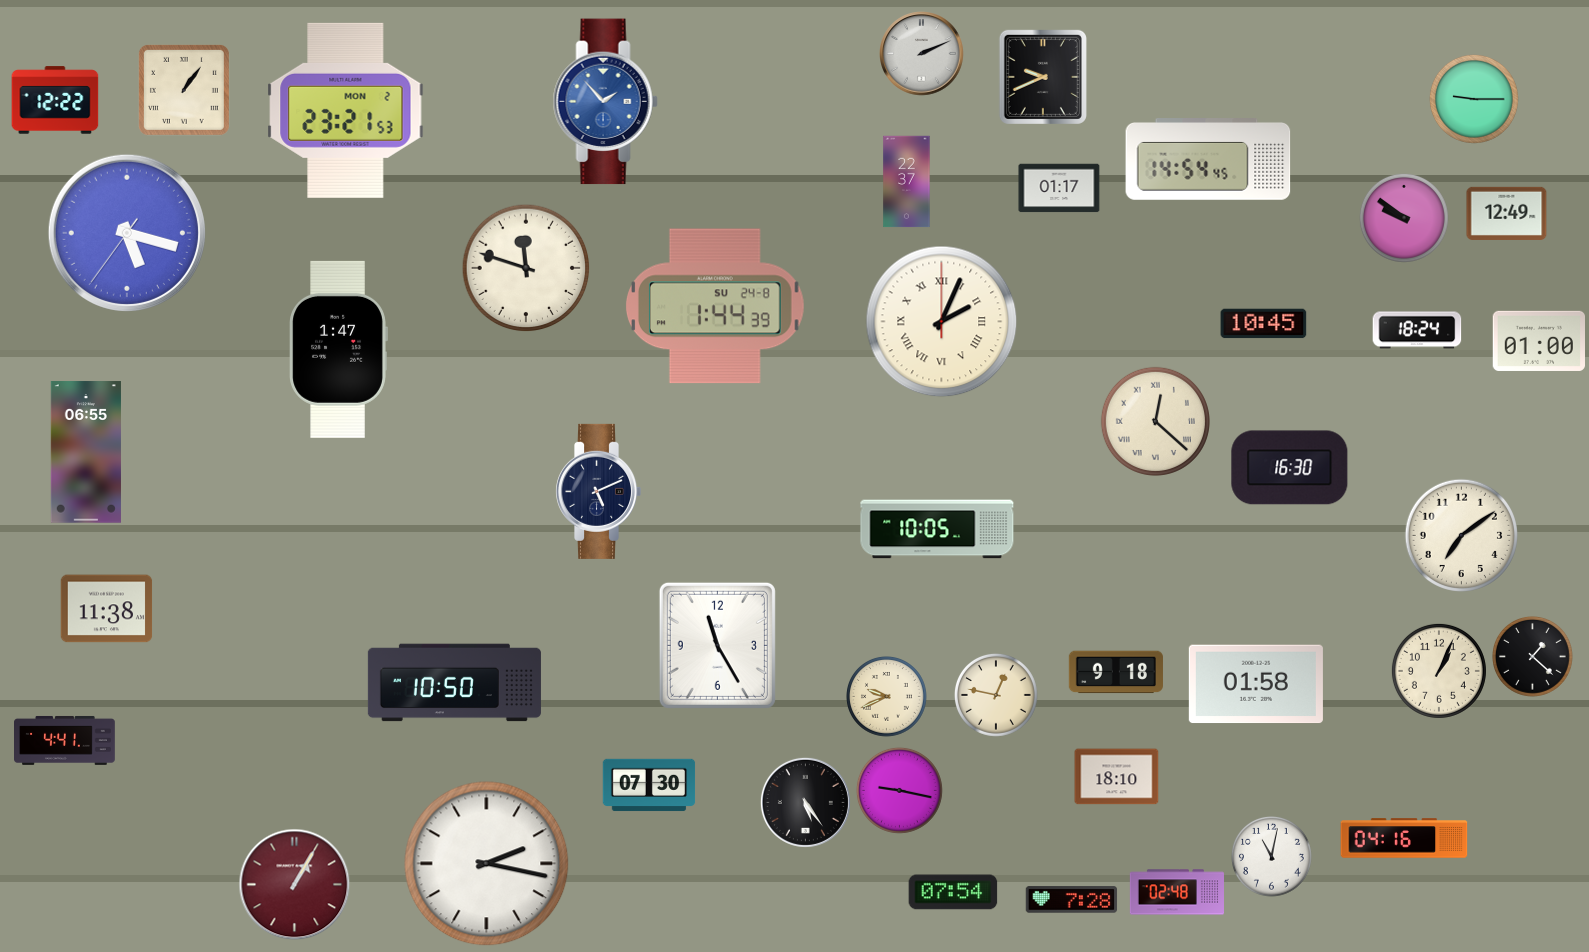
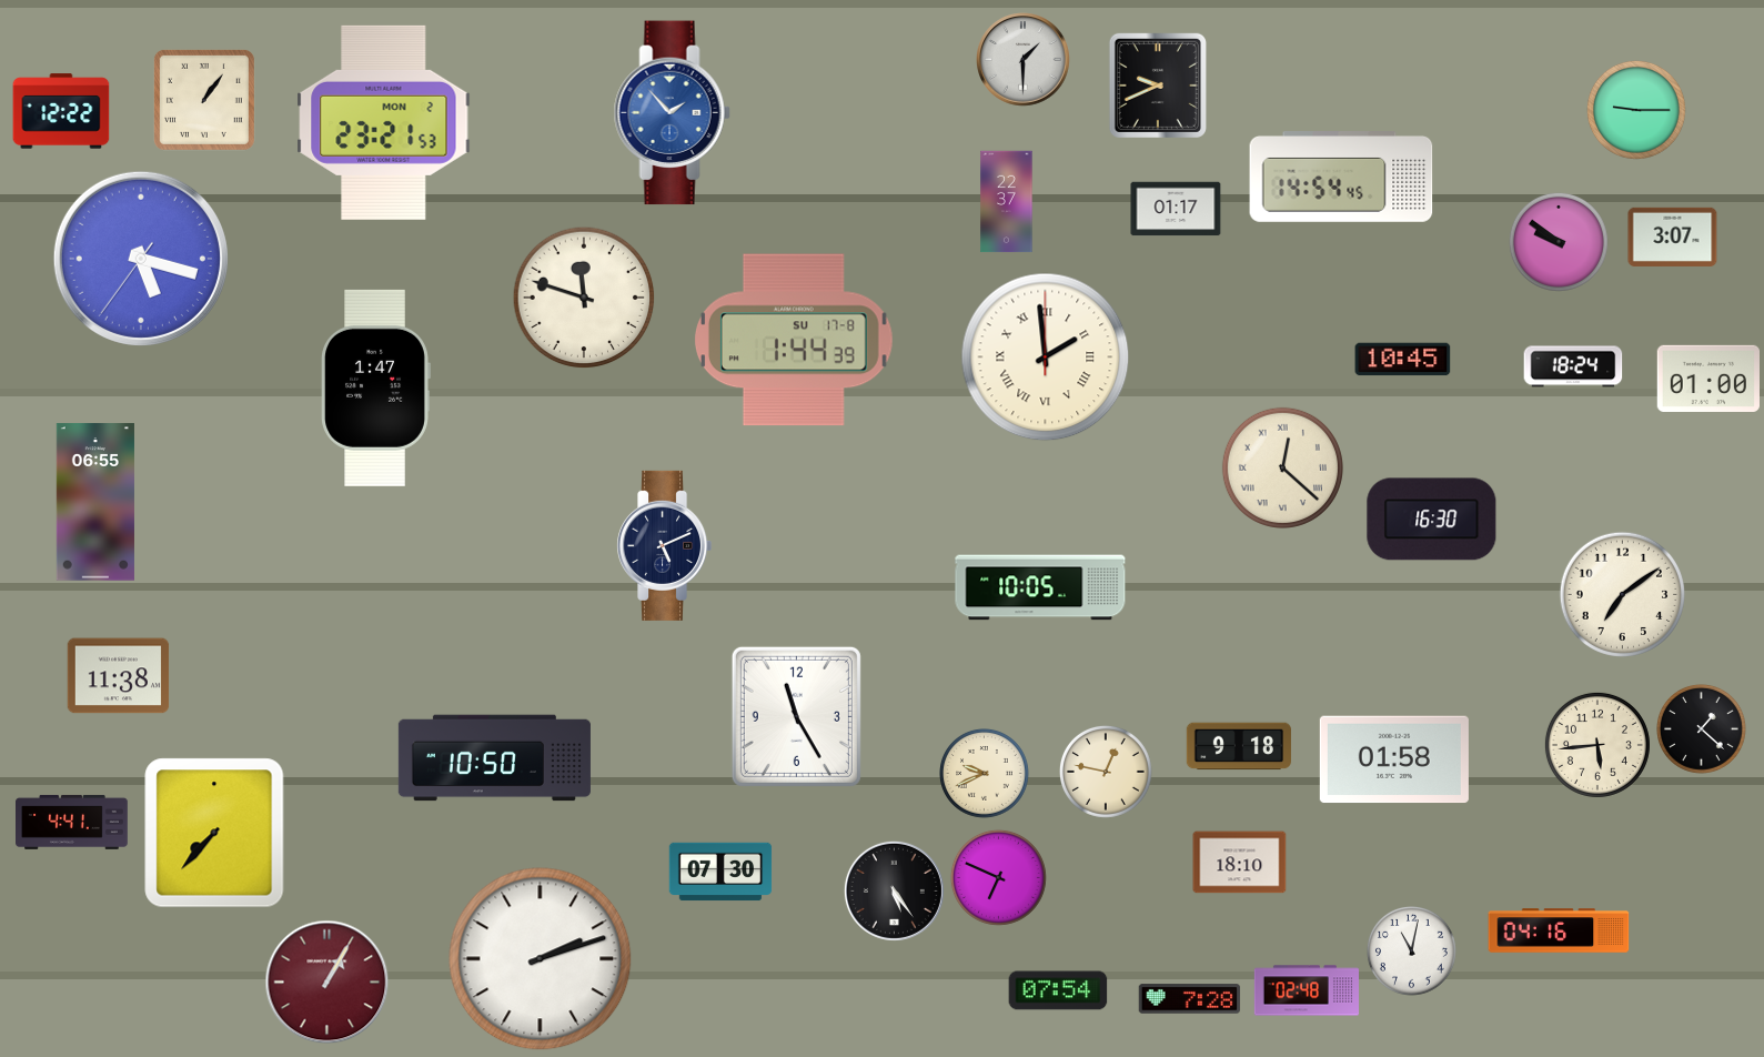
clock at (922, 54): 2:11 -> 1:30
clock at (1507, 213): 12:49 -> 3:07
clock at (715, 306) date: SU 24-8 -> SU 17-8
clock at (942, 322): 2:04 -> 1:59
clock at (1439, 671): 1:04 -> 5:44
clock at (454, 683) position: (454, 683) -> (494, 758)
clock at (214, 833): none -> 7:37
clock at (899, 790): 9:17 -> 6:49
clock at (487, 864): 2:17 -> 2:12
